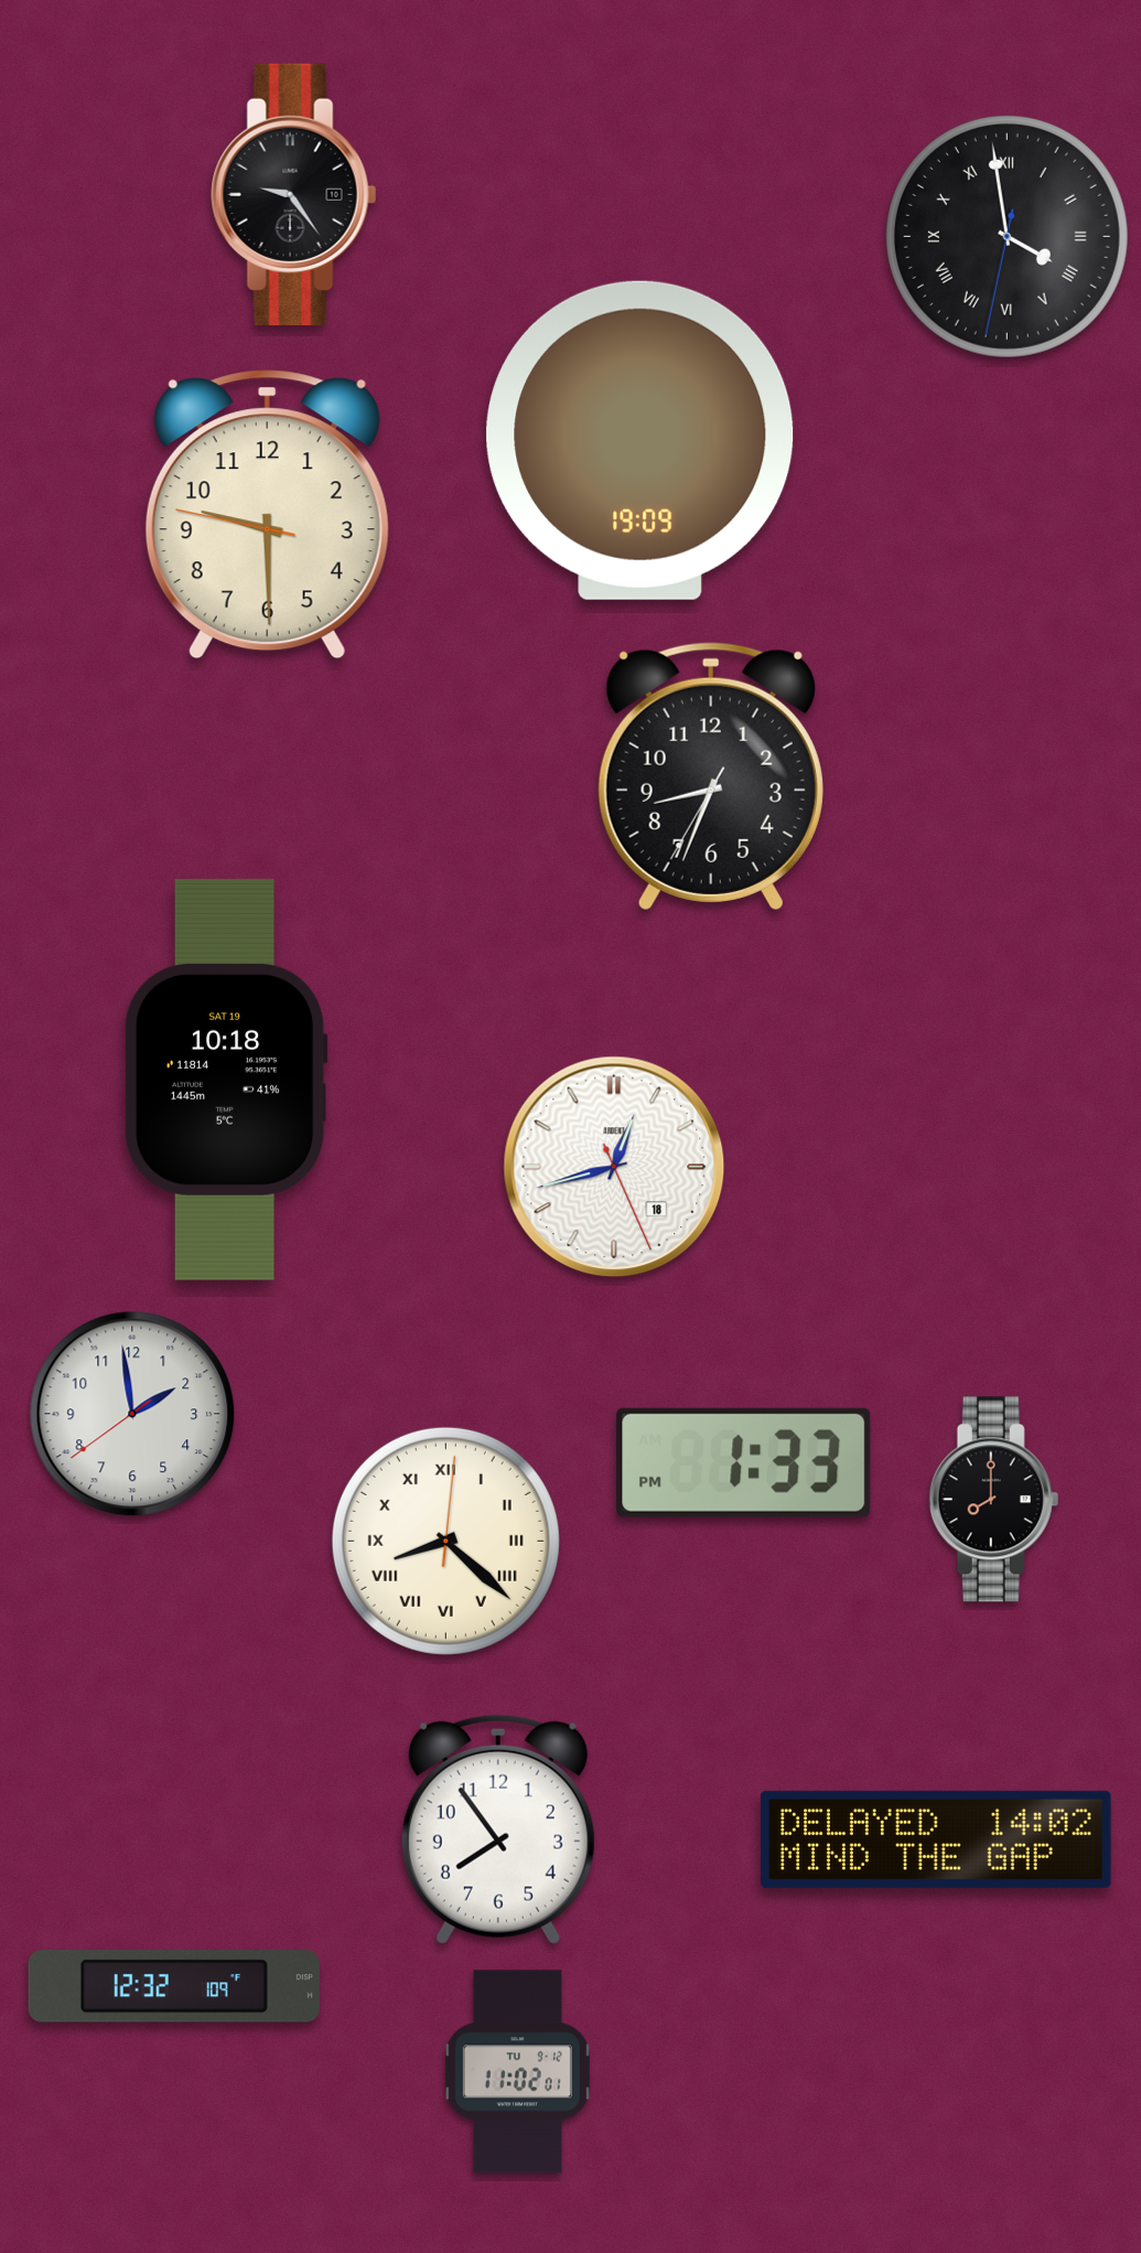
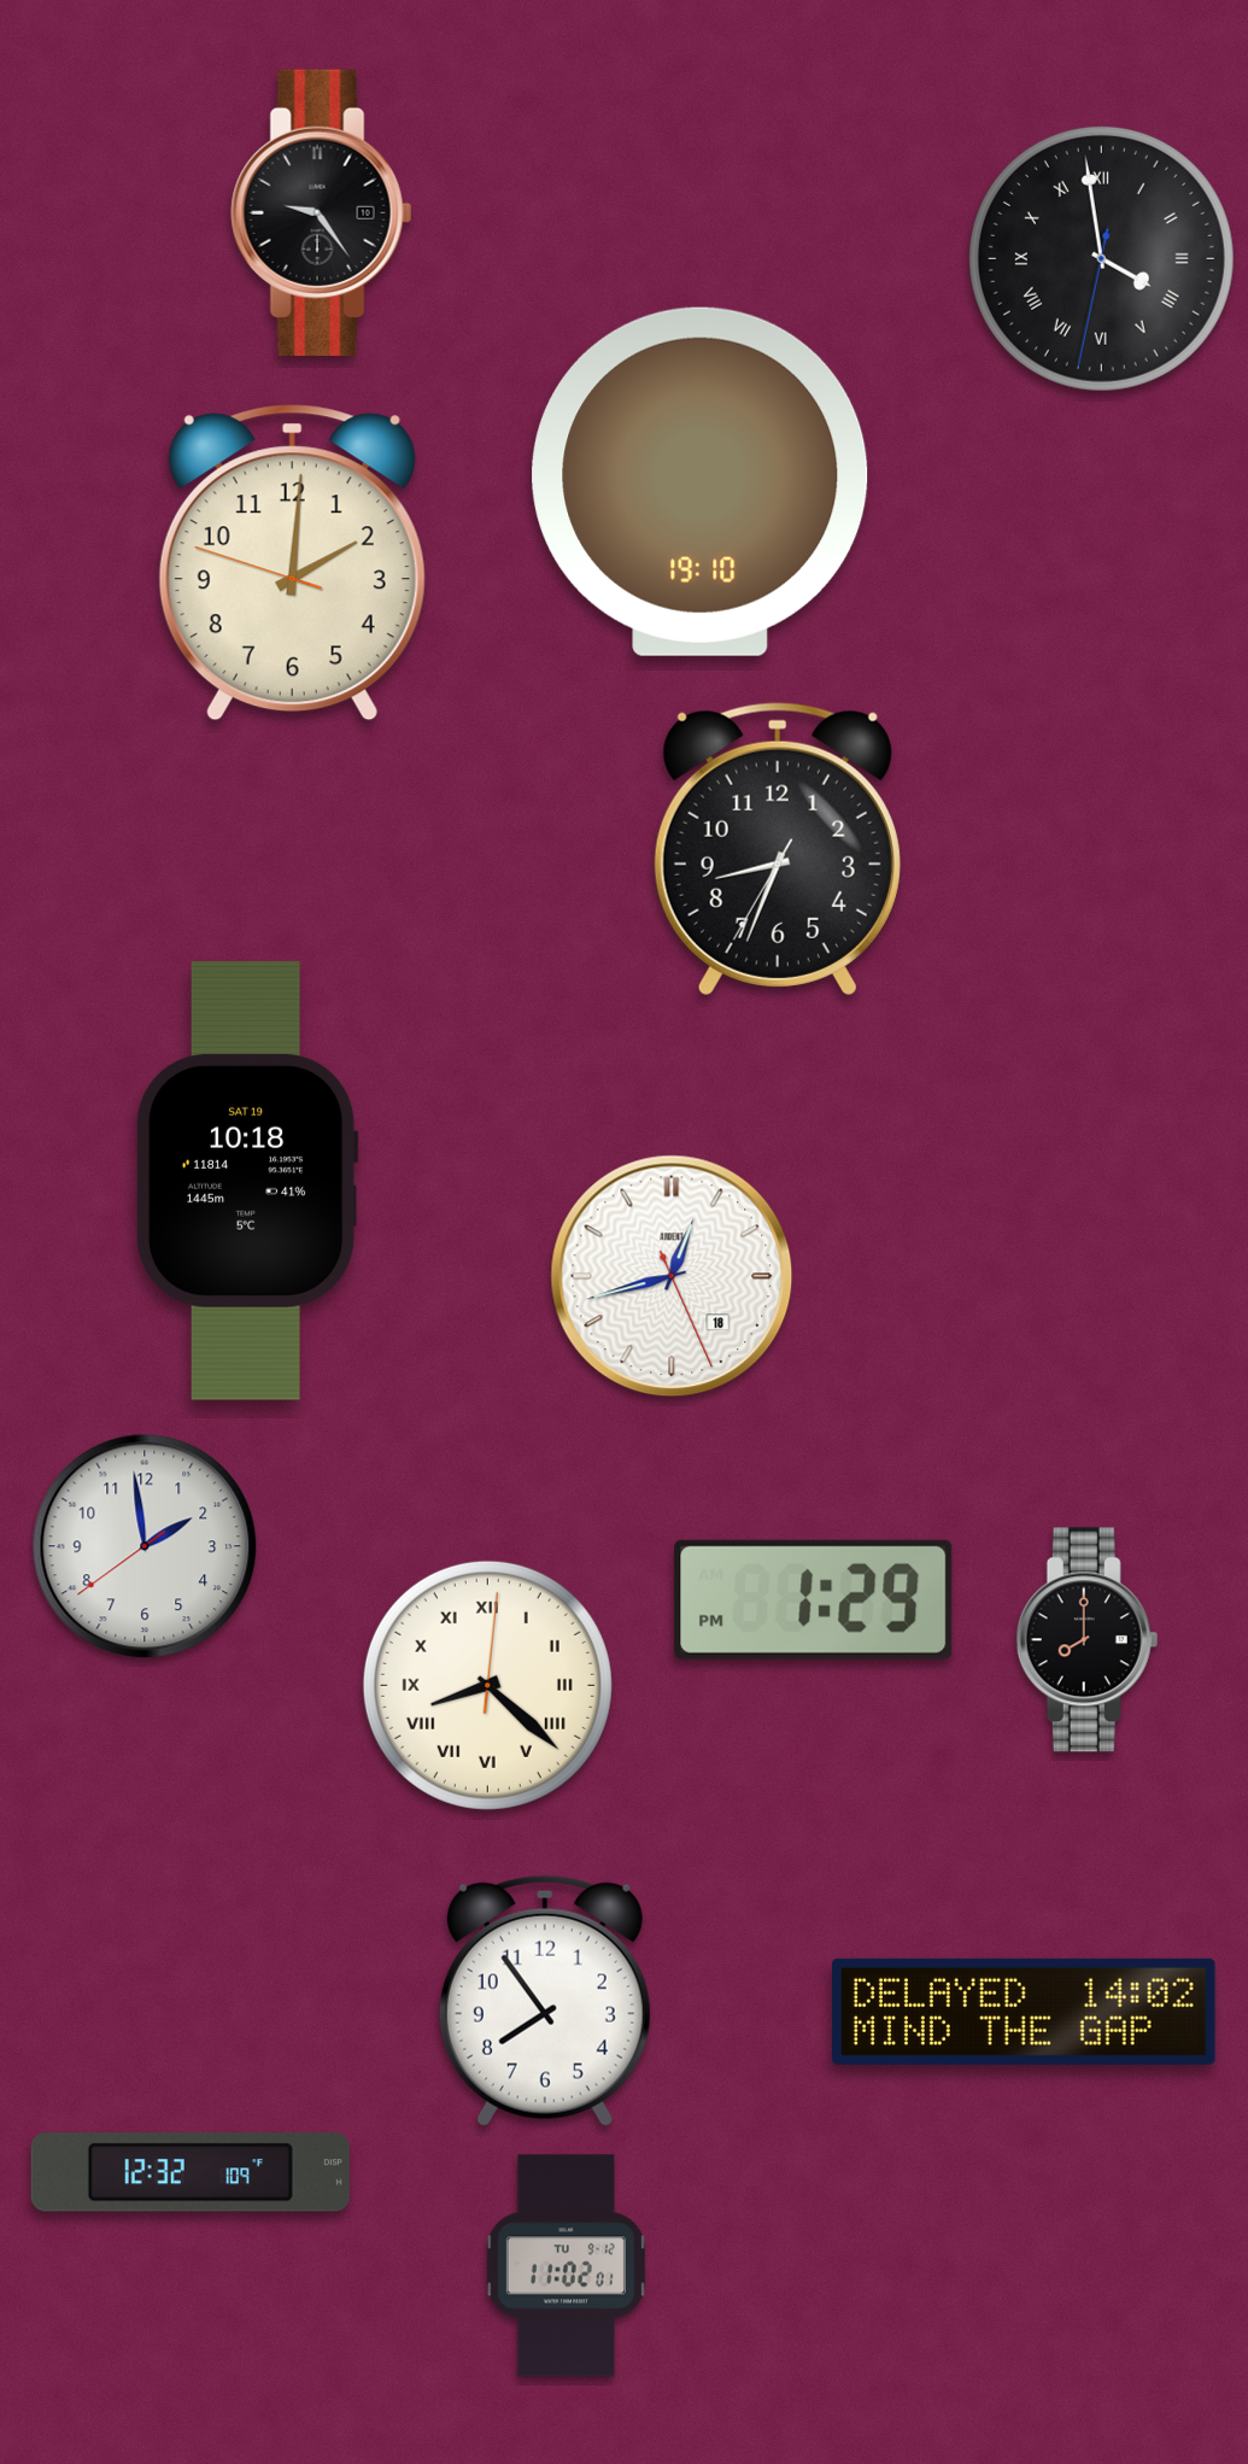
clock at (641, 440): 19:09 -> 19:10
clock at (267, 515): 9:29 -> 2:00
clock at (744, 1462): 1:33 -> 1:29
